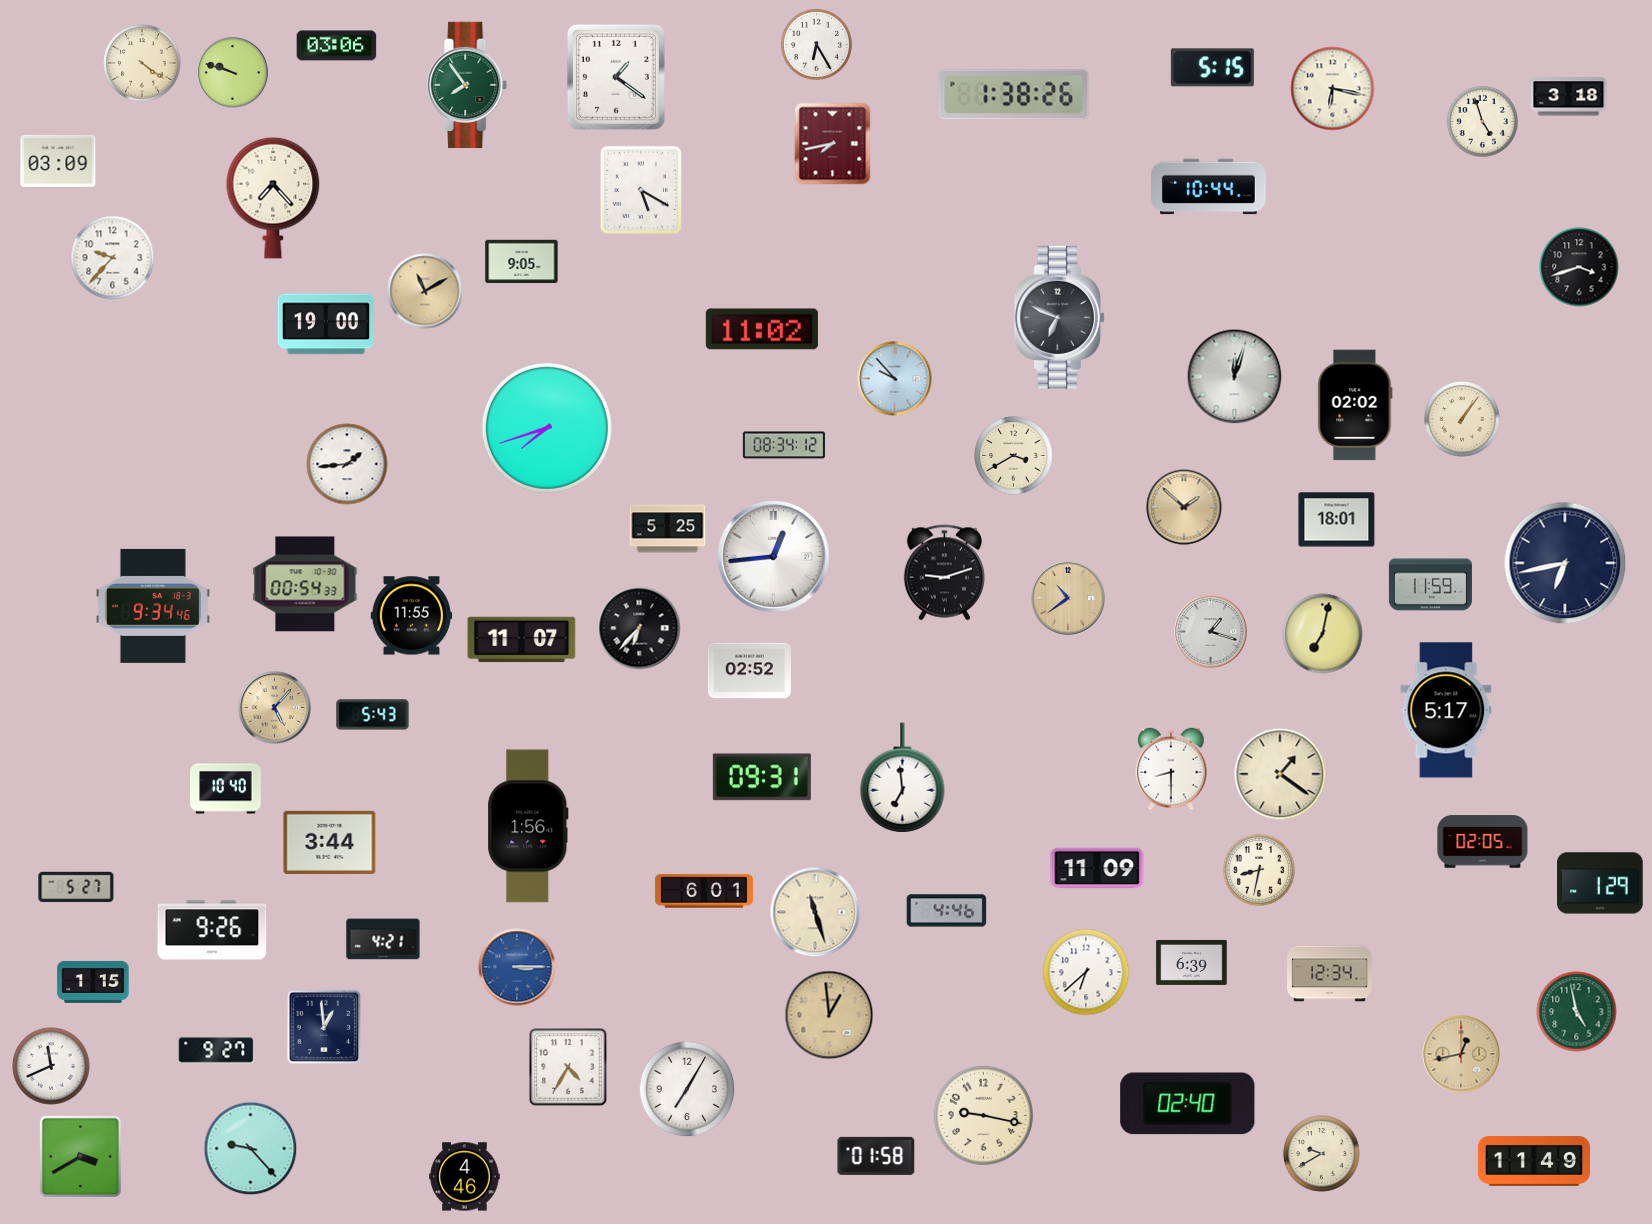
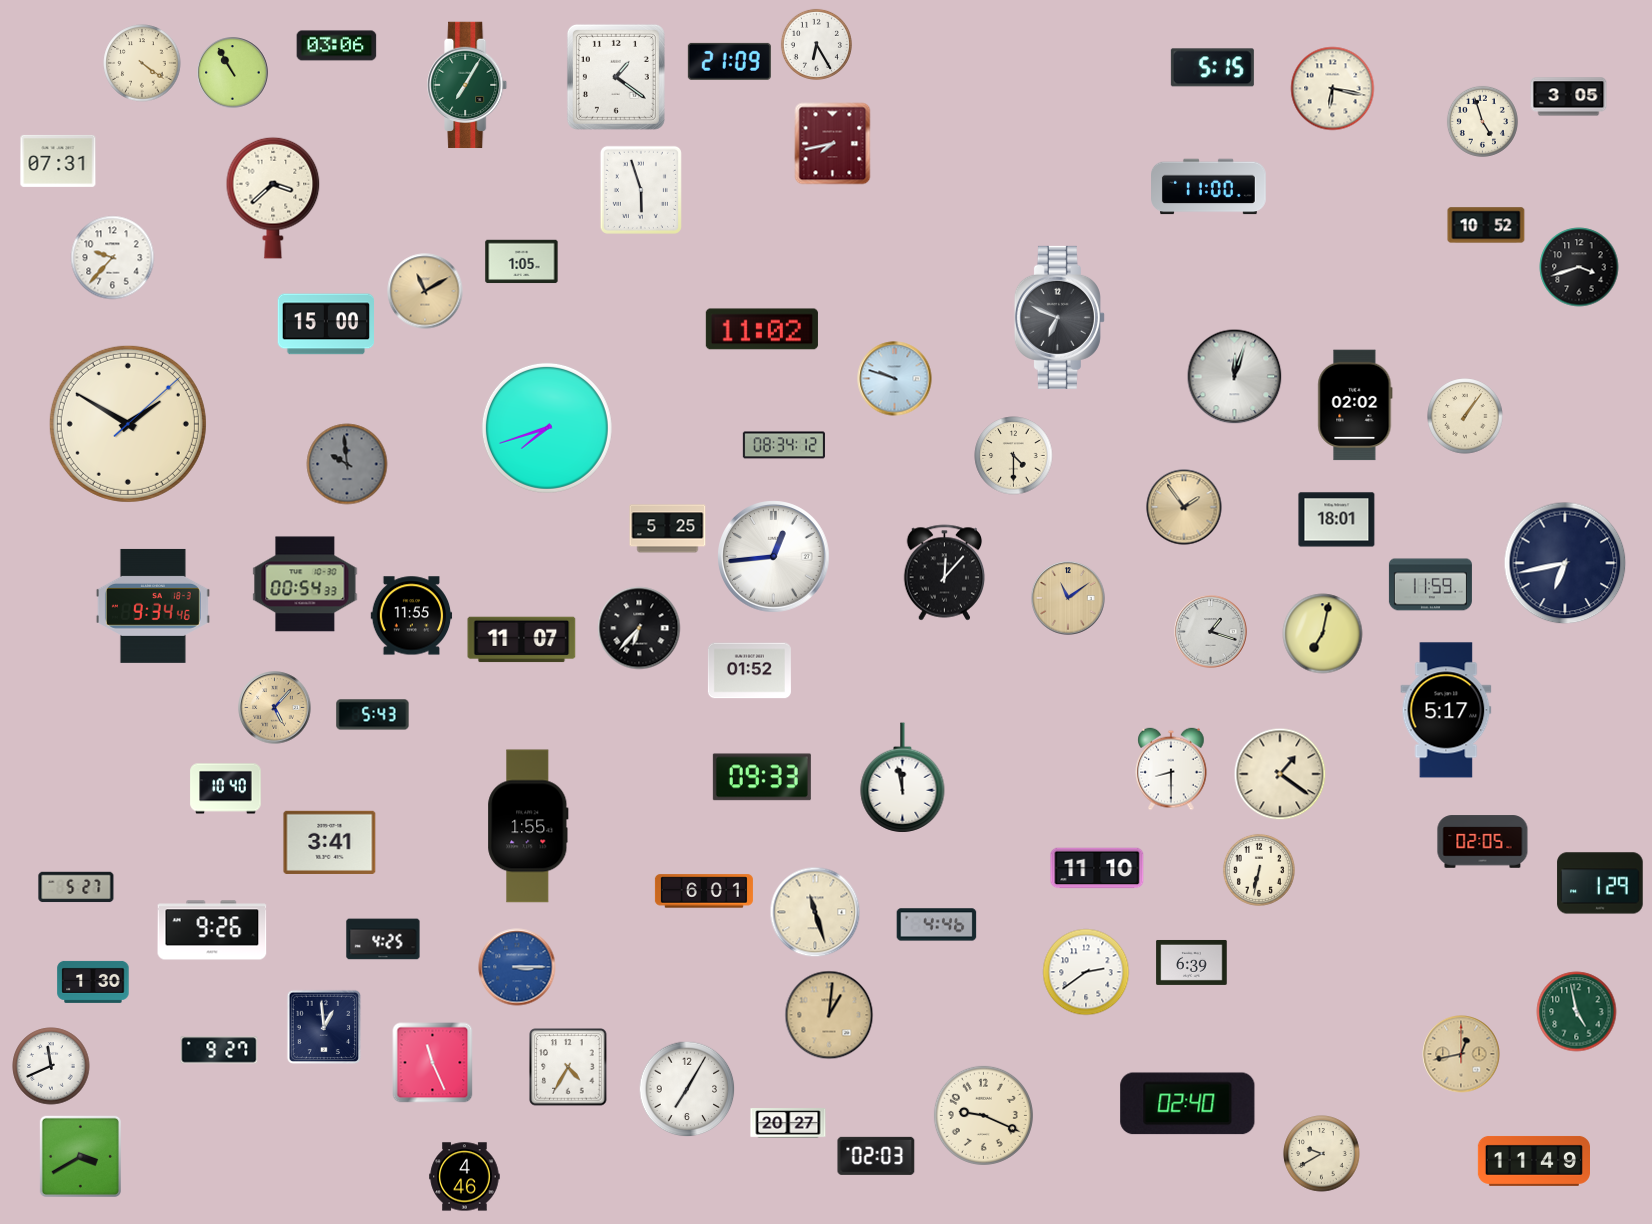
clock at (729, 61): none -> 21:09
clock at (233, 73): 9:48 -> 10:55
clock at (468, 85): 7:54 -> 7:05
clock at (1014, 95): 1:38 -> none
clock at (1569, 97): 3:18 -> 3:05
clock at (58, 161): 03:09 -> 07:31
clock at (1209, 187): 10:44 -> 11:00
clock at (641, 190): 5:20 -> 5:57
clock at (273, 198): 7:23 -> 3:38
clock at (1486, 225): none -> 10:52
clock at (522, 262): 9:05 -> 1:05
clock at (326, 324): 19:00 -> 15:00
clock at (895, 379): 9:53 -> 9:48
clock at (1462, 419) position: (1462, 419) -> (1465, 416)
clock at (128, 424): none -> 1:50
clock at (1014, 456): 3:40 -> 4:30
clock at (347, 464): 1:44 -> 9:59
clock at (347, 464) dial: white -> grey
clock at (1184, 507): 1:52 -> 1:54
clock at (945, 573): 9:12 -> 12:07
clock at (1068, 598): 10:39 -> 11:09
clock at (749, 671): 02:52 -> 01:52
clock at (762, 777): 09:31 -> 09:33
clock at (903, 778): 6:59 -> 11:58
clock at (528, 826): 1:56 -> 1:55
clock at (330, 842): 3:44 -> 3:41
clock at (1097, 868): 11:09 -> 11:10
clock at (1259, 870): 8:32 -> 6:32
clock at (947, 911) position: (947, 911) -> (937, 925)
clock at (383, 939): 4:21 -> 4:25
clock at (1086, 972): 6:38 -> 2:39
clock at (1330, 974): 12:34 -> none
clock at (93, 982): 1:15 -> 1:30
clock at (829, 1015): 12:59 -> 1:01
clock at (216, 1050) position: (216, 1050) -> (219, 1050)
clock at (433, 1063): none -> 11:26
clock at (983, 1115): 9:17 -> 9:19
clock at (788, 1123): none -> 20:27
clock at (251, 1149): 9:23 -> none
clock at (876, 1156): 01:58 -> 02:03
